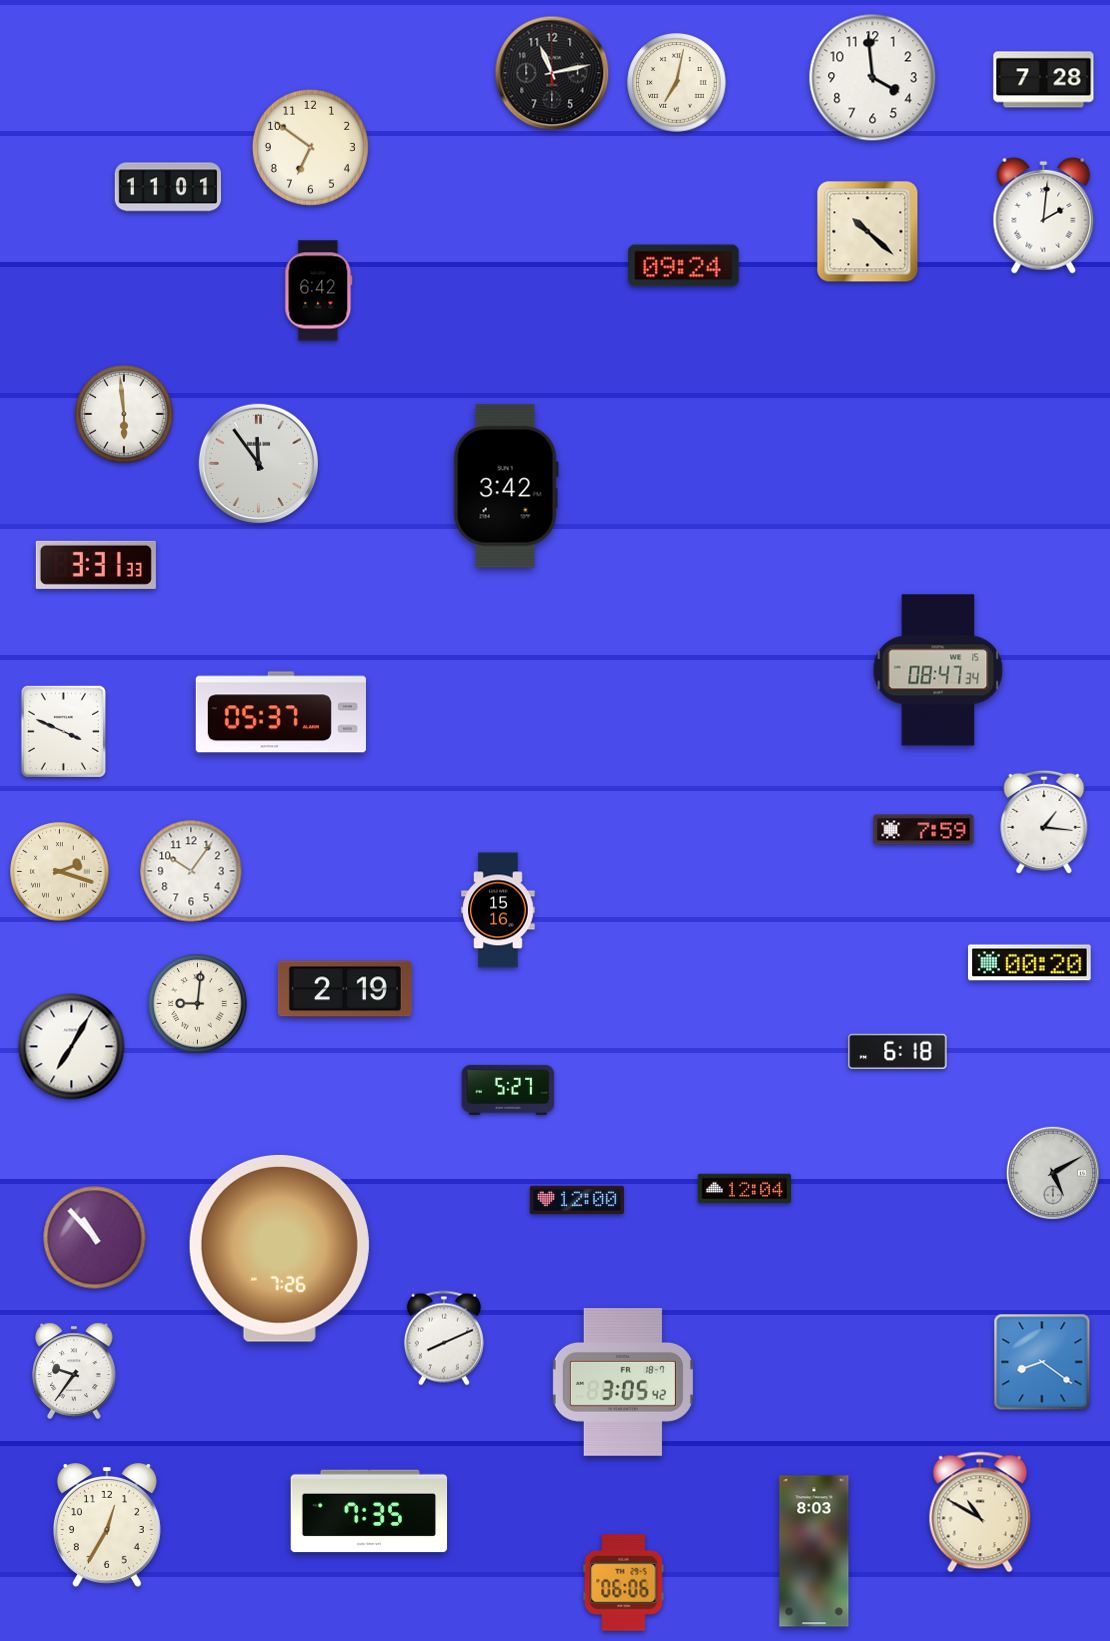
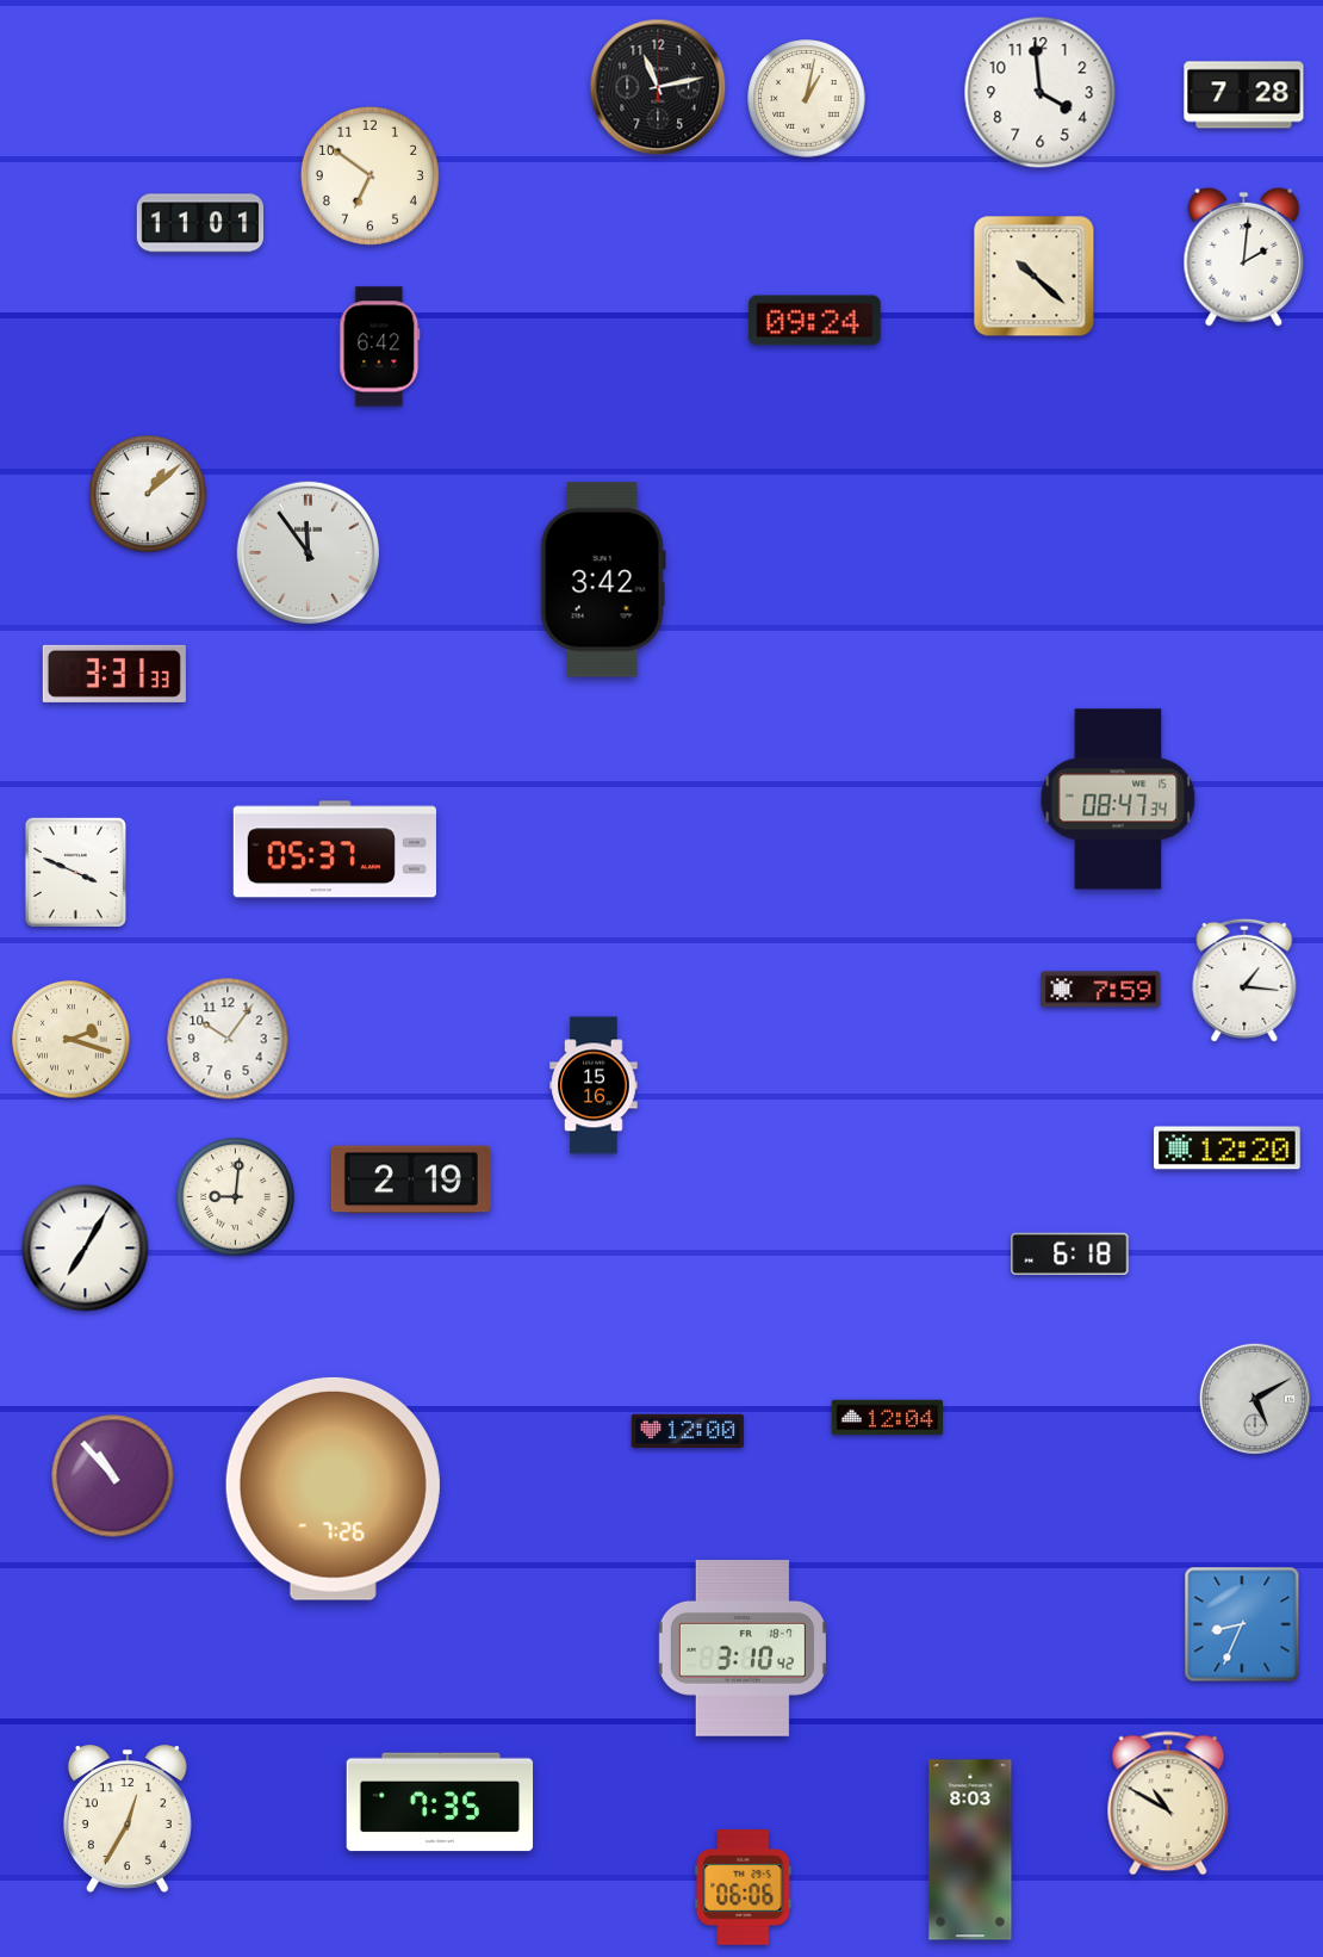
clock at (677, 83): 7:02 -> 1:02
clock at (684, 266) position: (684, 266) -> (815, 321)
clock at (124, 414): 5:59 -> 1:08
clock at (1030, 963): 00:20 -> 12:20
clock at (508, 1090): 5:27 -> none
clock at (444, 1338): 8:11 -> none
clock at (1042, 1362): 8:21 -> 8:34
clock at (74, 1371): 9:36 -> none
clock at (623, 1383): 3:05 -> 3:10
